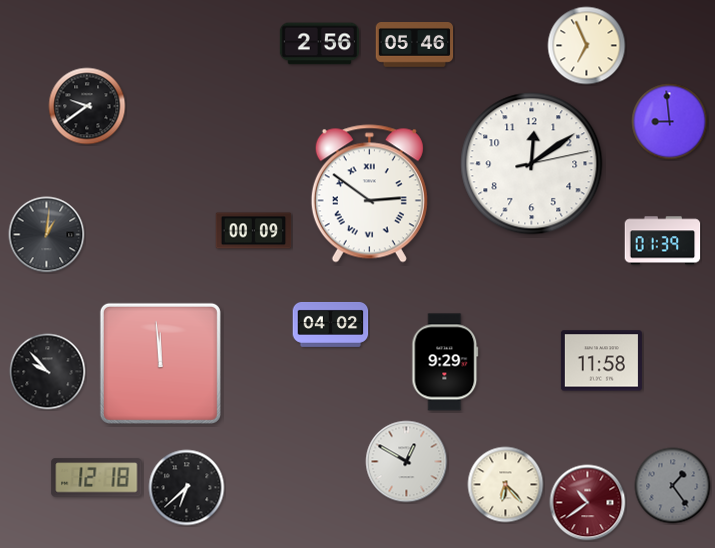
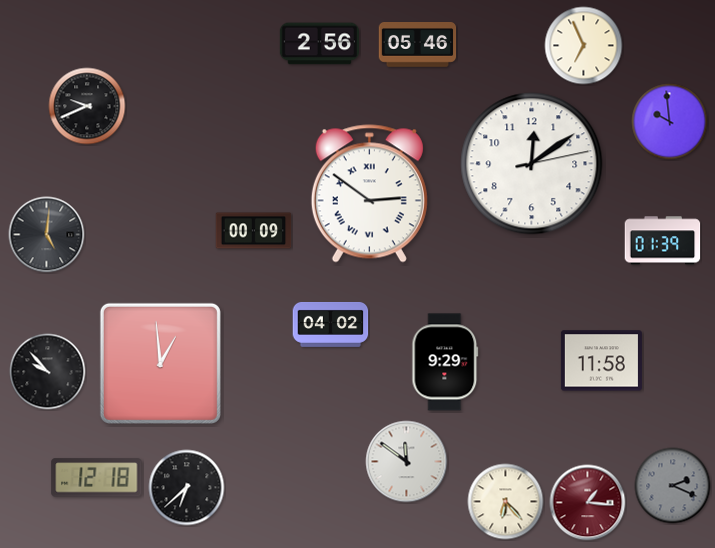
clock at (415, 45) position: (415, 45) -> (418, 45)
clock at (587, 46) position: (587, 46) -> (584, 46)
clock at (87, 106): 9:39 -> 9:41
clock at (670, 122): 8:59 -> 9:59
clock at (47, 235): 1:01 -> 5:01
clock at (160, 363): 11:59 -> 12:59
clock at (407, 462): 12:50 -> 11:51
clock at (506, 485) position: (506, 485) -> (506, 502)
clock at (673, 486): 1:24 -> 2:19
clock at (588, 503): 10:39 -> 1:16
